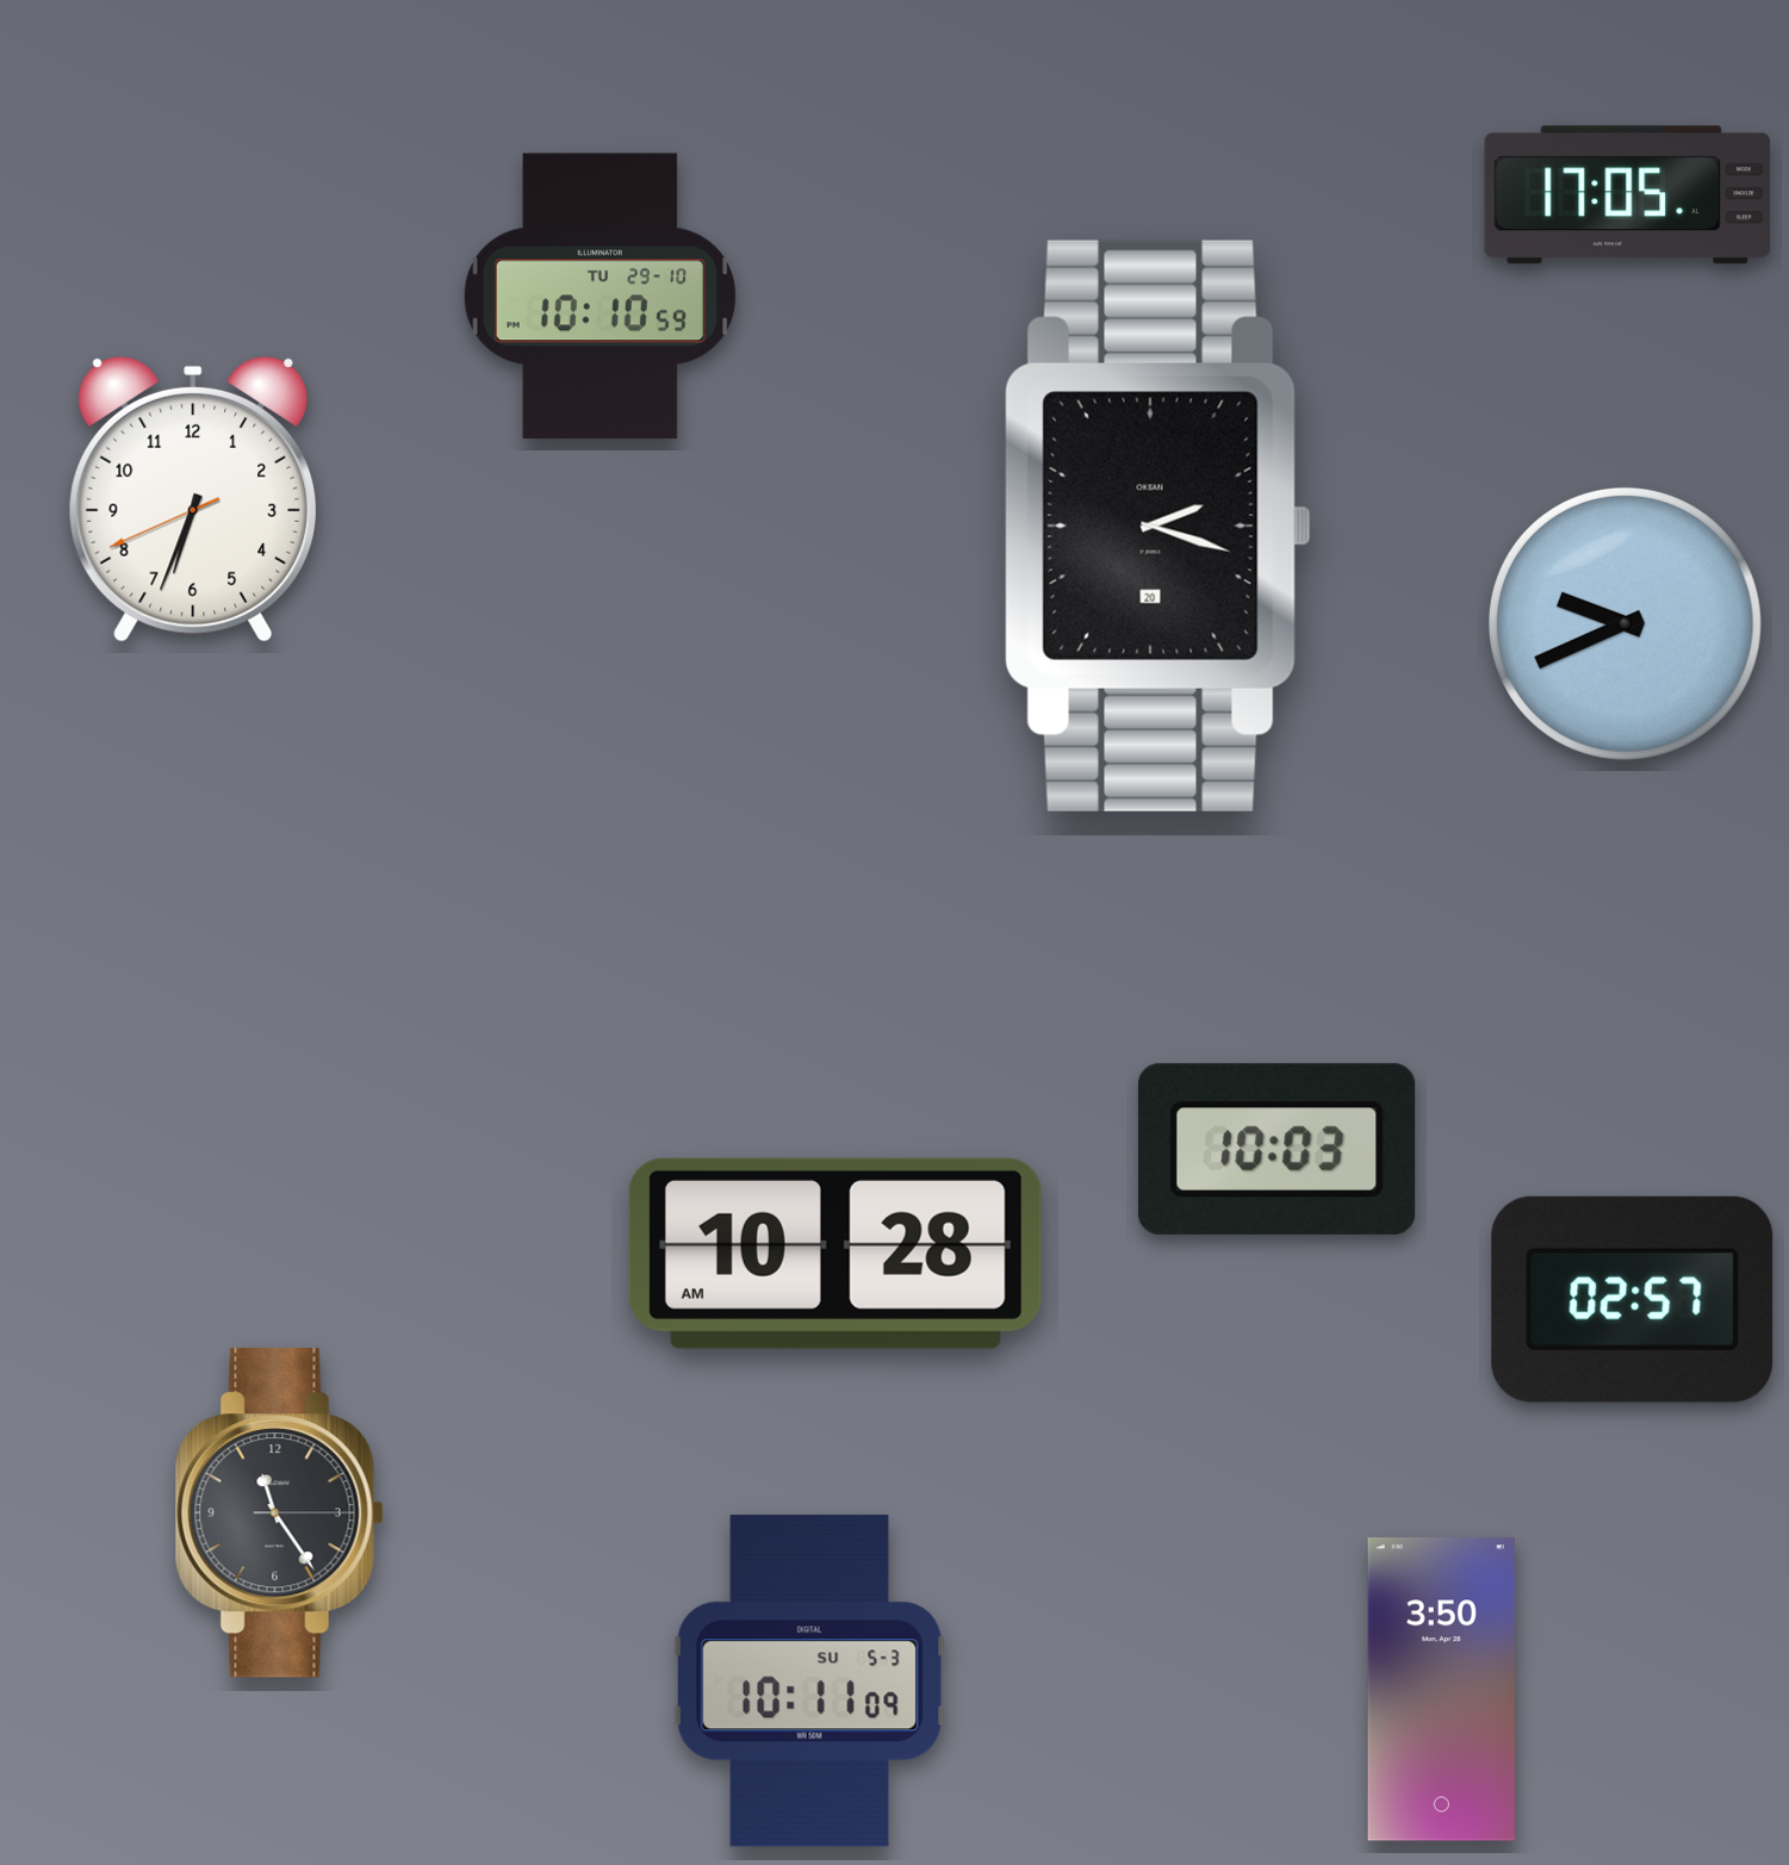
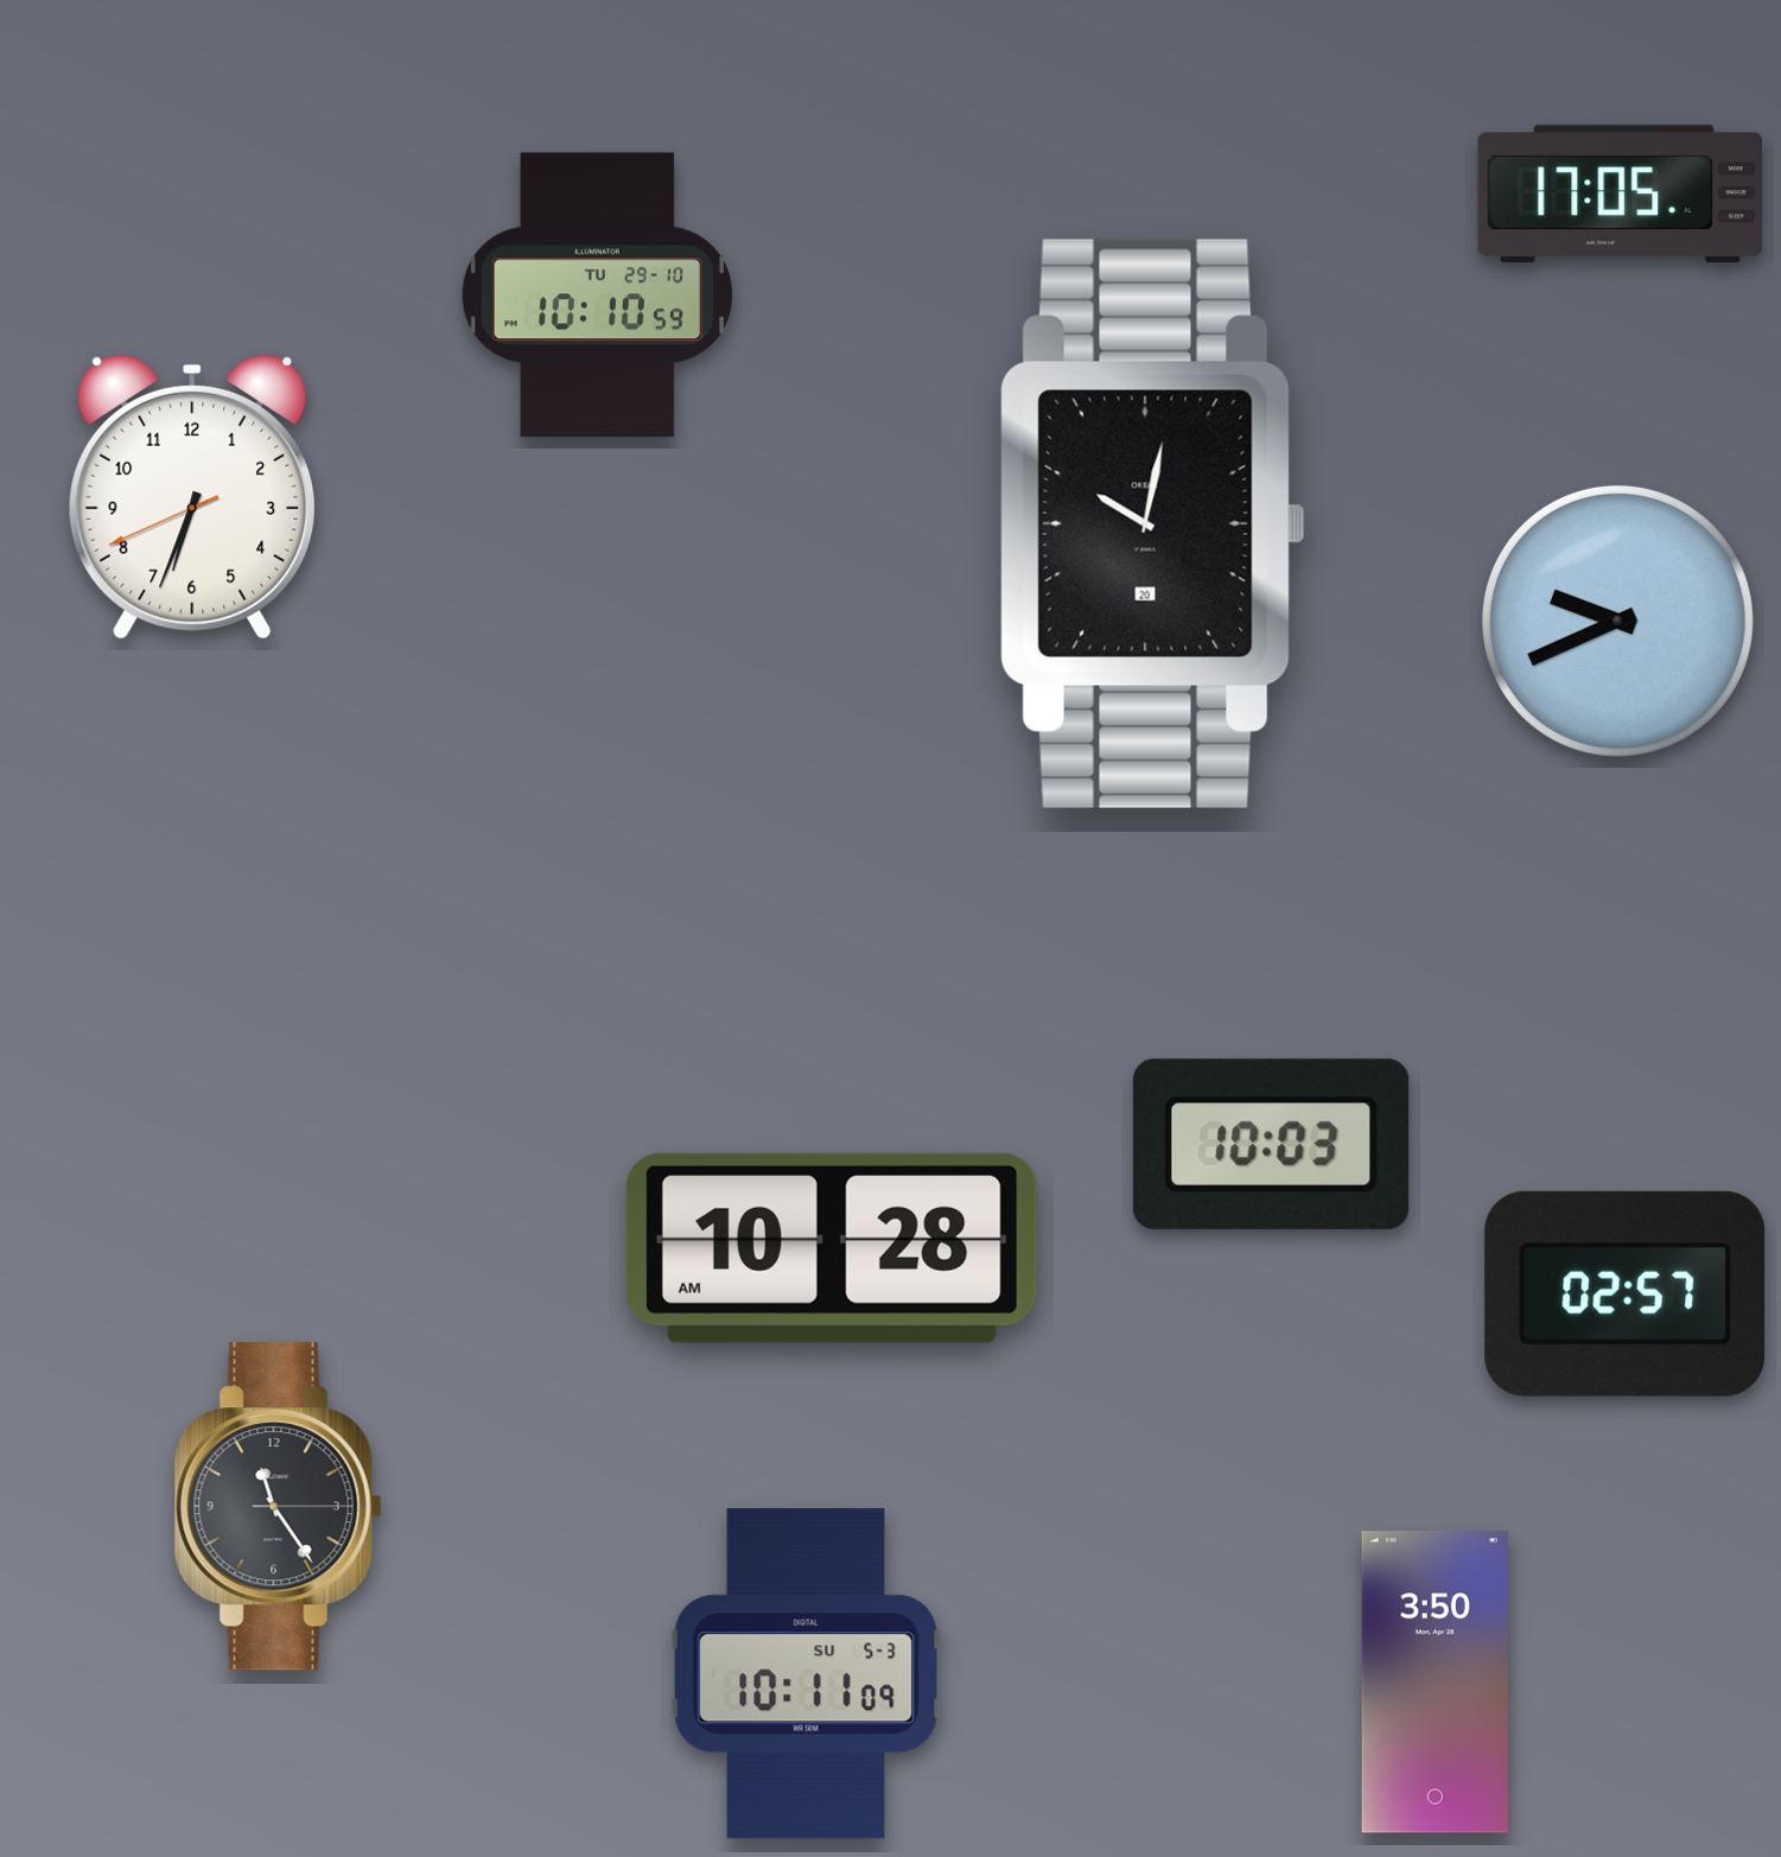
clock at (1157, 526): 2:18 -> 10:02
